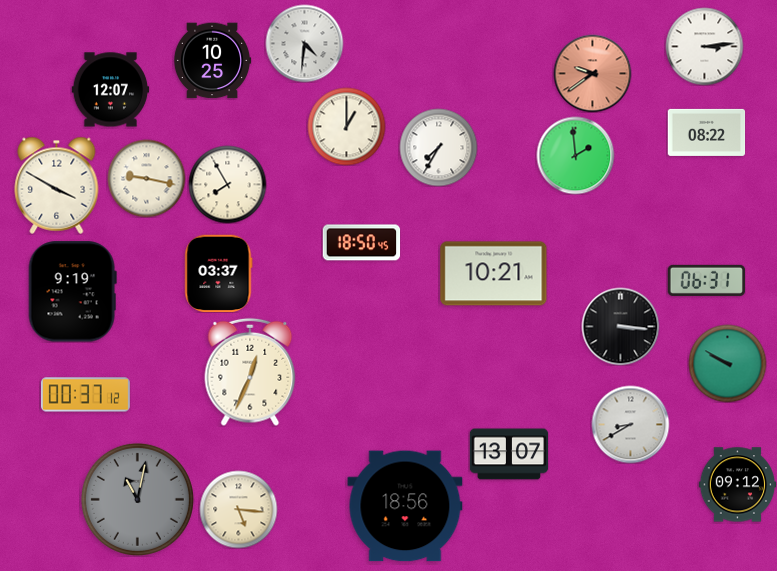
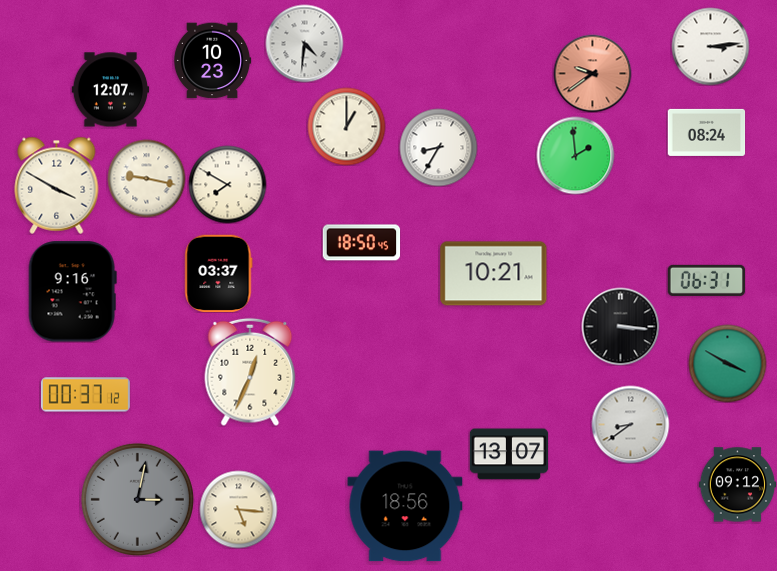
clock at (704, 46) position: (704, 46) -> (710, 46)
clock at (212, 61): 10:25 -> 10:23
clock at (706, 132): 08:22 -> 08:24
clock at (438, 147): 7:35 -> 8:35
clock at (227, 184): 7:55 -> 7:50
clock at (72, 292): 9:19 -> 9:16
clock at (727, 363): 9:50 -> 3:50
clock at (630, 424): 8:40 -> 8:39
clock at (137, 499): 11:02 -> 3:02
